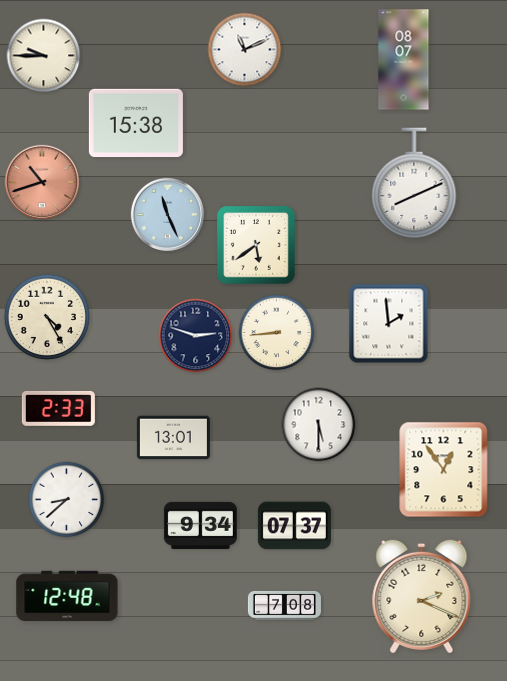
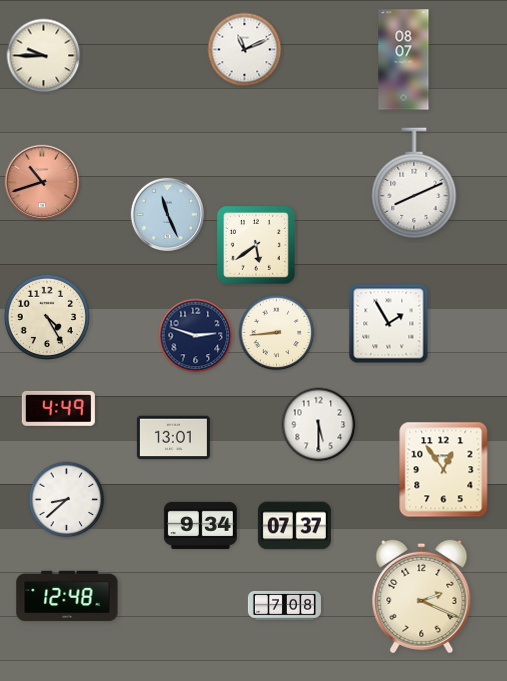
clock at (136, 123): 15:38 -> none
clock at (389, 324): 1:59 -> 1:55
clock at (58, 408): 2:33 -> 4:49
